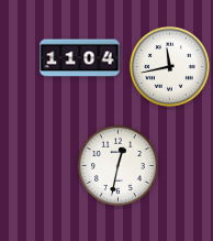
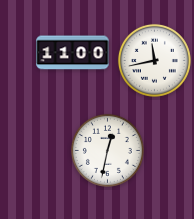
clock at (80, 58): 11:04 -> 11:00
